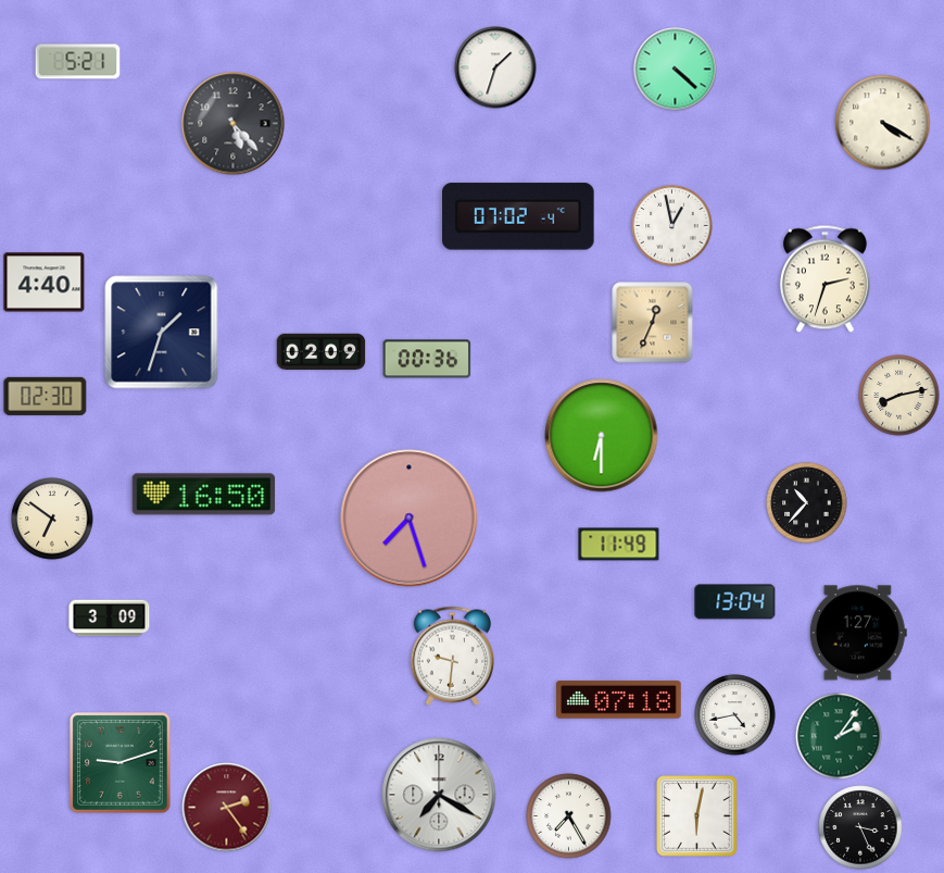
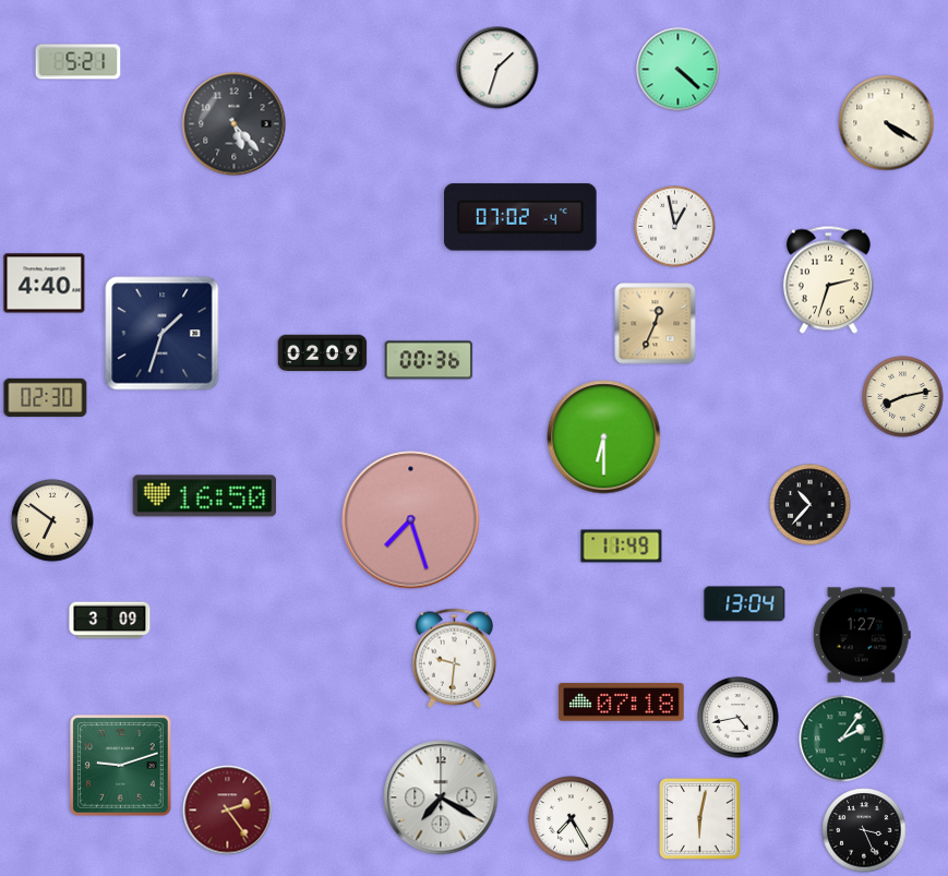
clock at (735, 602) position: (735, 602) -> (745, 604)
